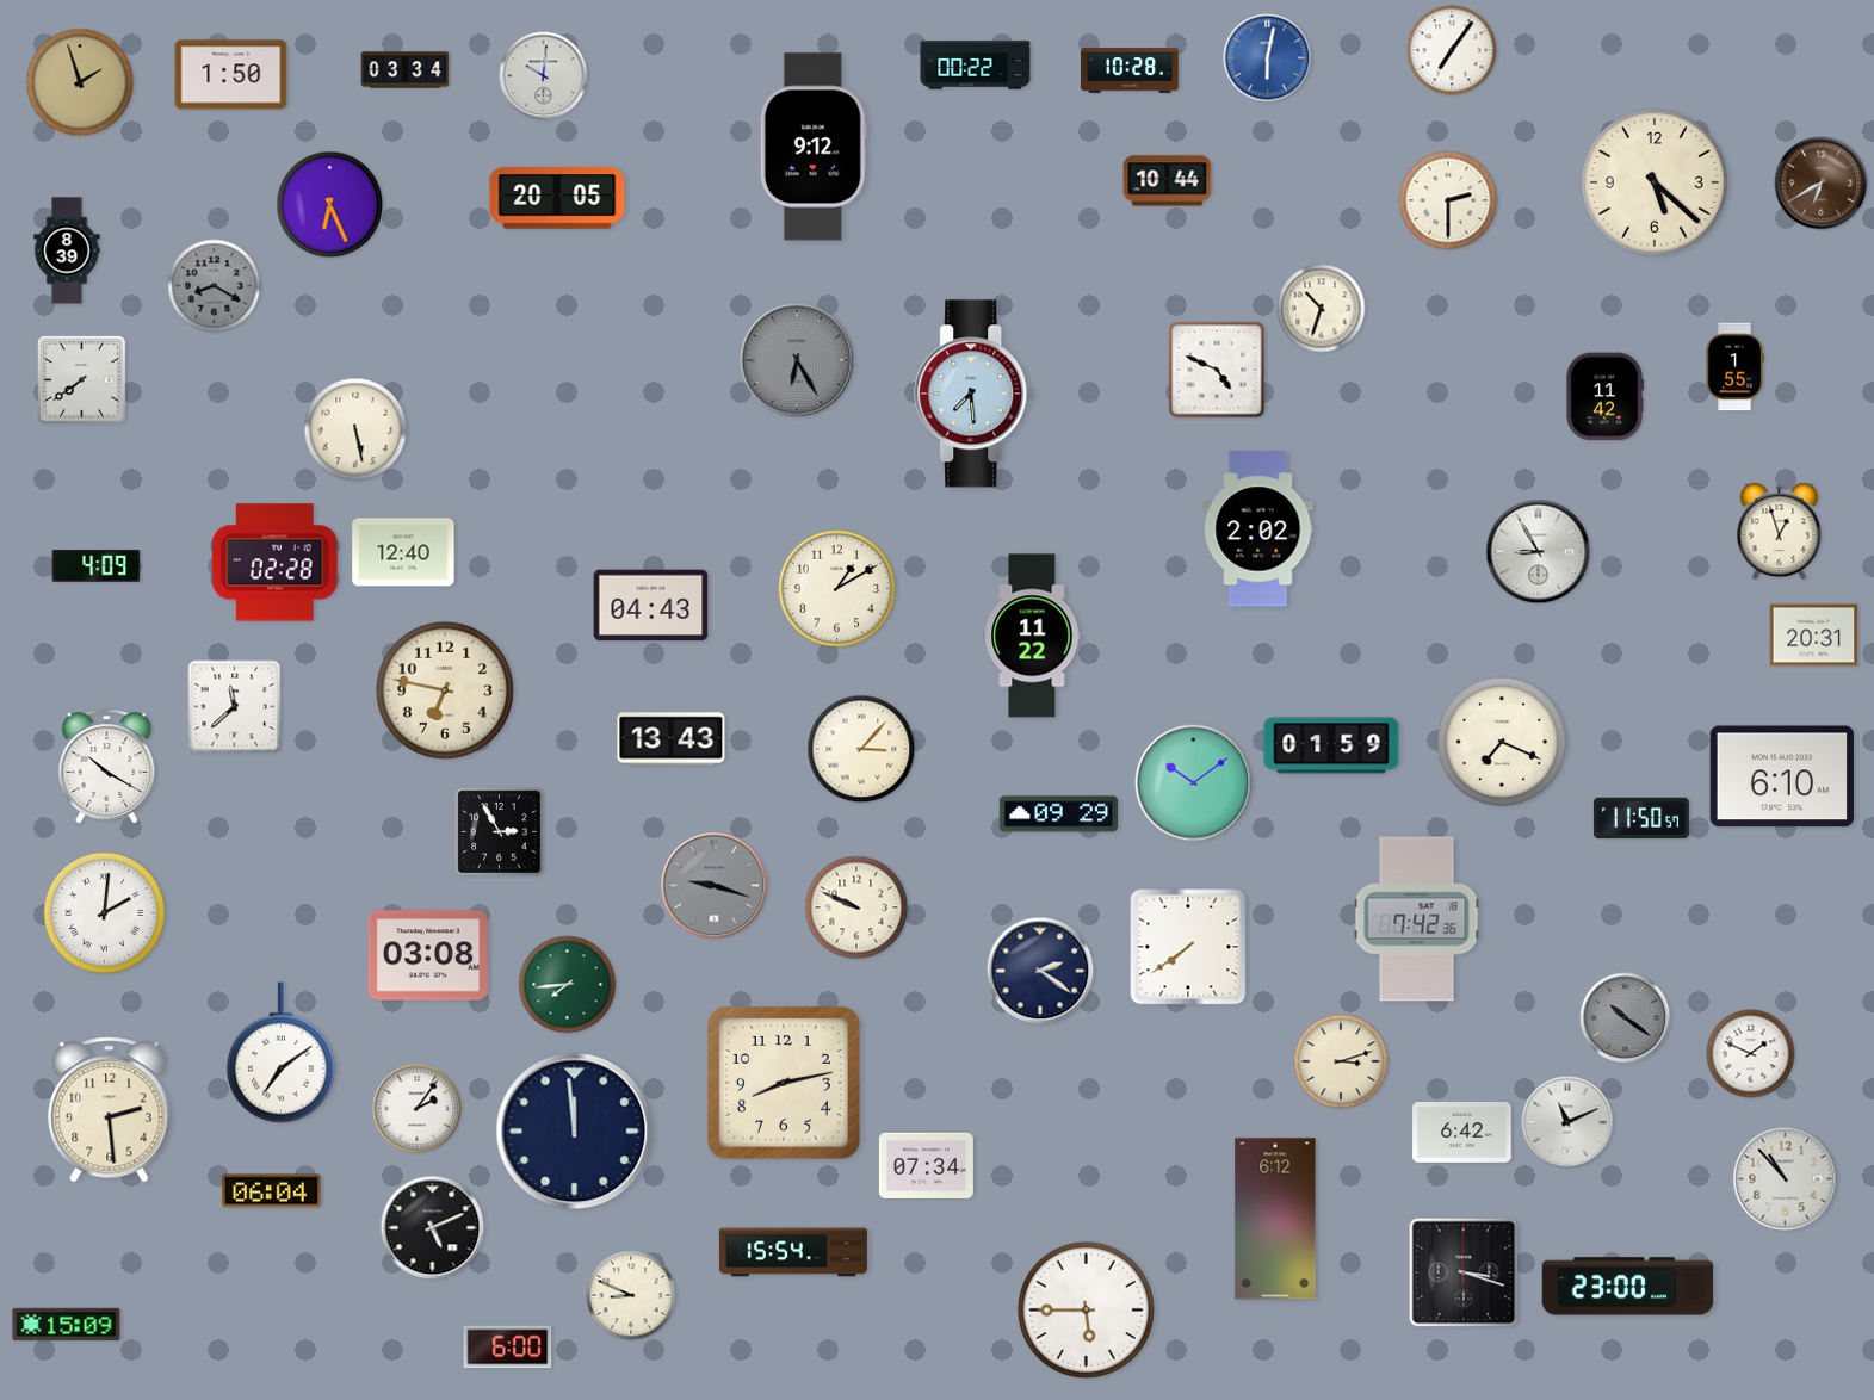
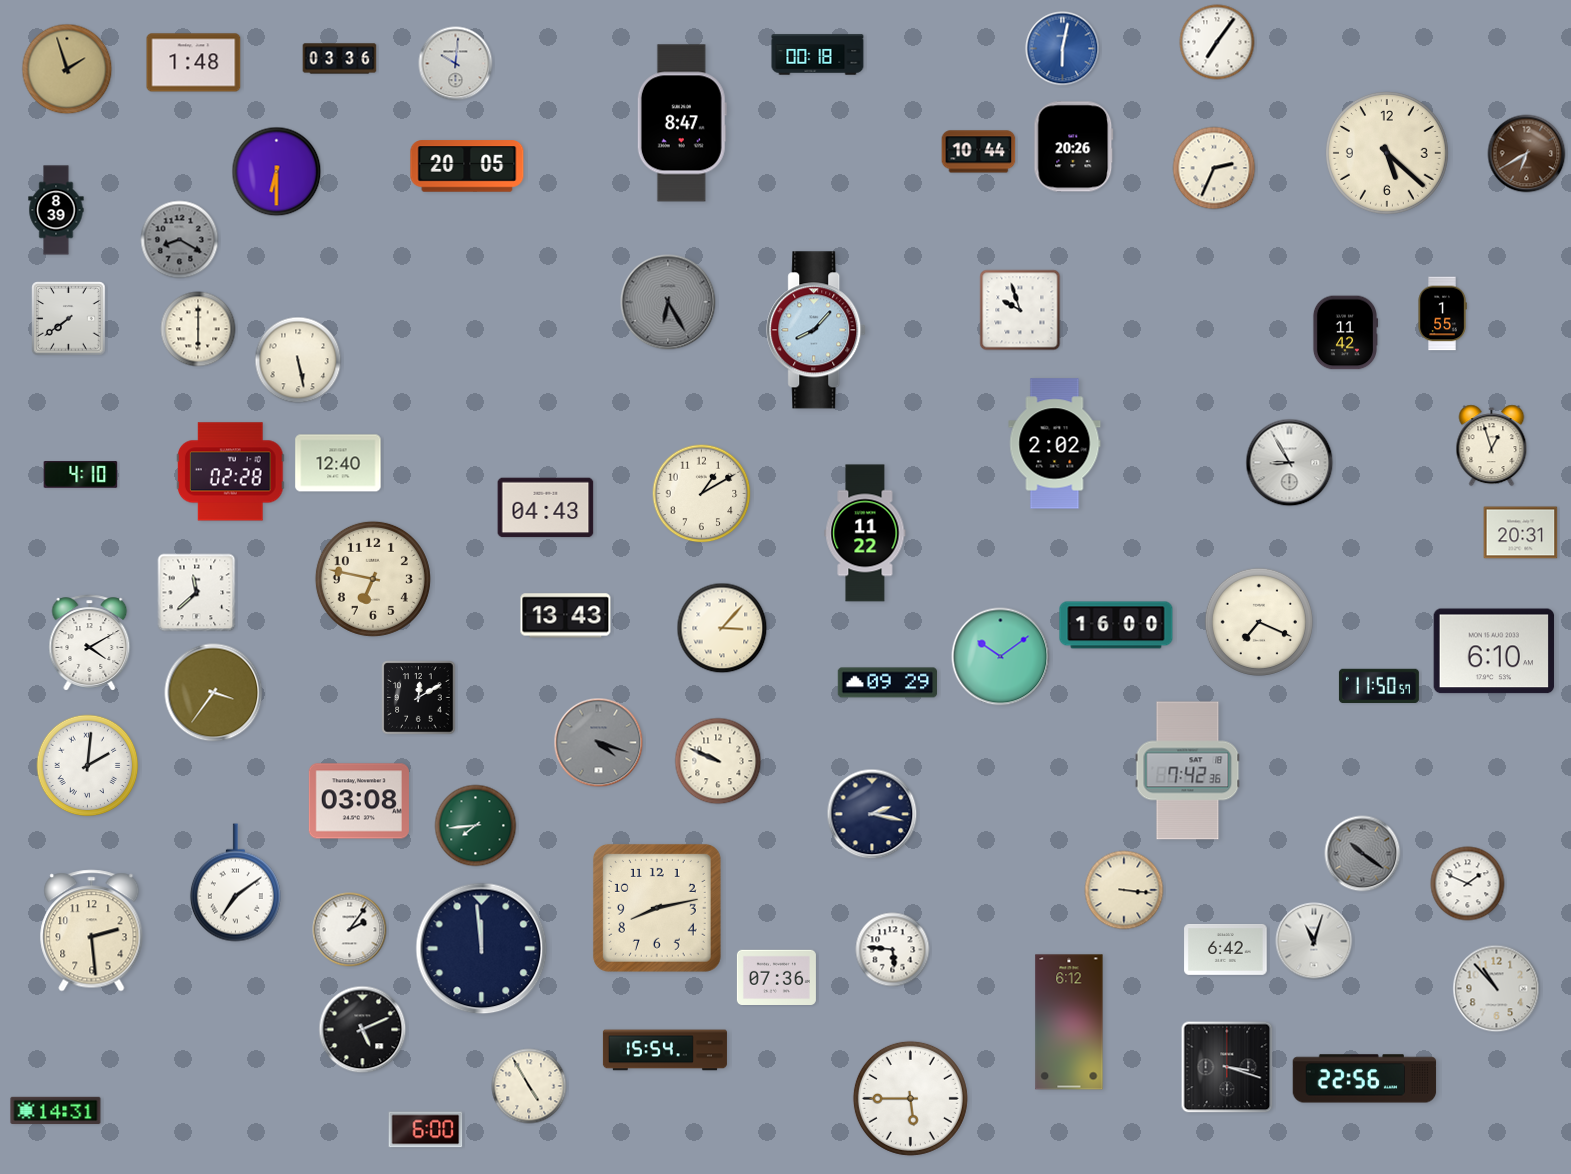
clock at (976, 66): 00:22 -> 00:18
clock at (406, 70): 03:34 -> 03:36
clock at (1130, 70): 10:28 -> none
clock at (231, 75): 1:50 -> 1:48
clock at (814, 147): 9:12 -> 8:47
clock at (1074, 147): none -> 20:26
clock at (1448, 200): 2:30 -> 2:34
clock at (330, 205): 6:26 -> 6:30
clock at (1322, 309): 10:33 -> none
clock at (1734, 367) position: (1734, 367) -> (1442, 314)
clock at (1217, 370): 4:49 -> 9:57
clock at (198, 329): none -> 6:00
clock at (975, 394): 7:29 -> 8:07
clock at (97, 566): 4:09 -> 4:10
clock at (672, 739) position: (672, 739) -> (566, 616)
clock at (1331, 745): 01:59 -> 16:00
clock at (107, 767): 10:20 -> 4:10
clock at (1641, 817) position: (1641, 817) -> (1379, 685)
clock at (214, 693): none -> 3:36
clock at (500, 832): 2:55 -> 12:10
clock at (715, 886): 9:18 -> 4:18
clock at (1188, 947): 7:39 -> none
clock at (1040, 971): 2:21 -> 2:17
clock at (1341, 1061): 3:12 -> 3:16
clock at (1567, 1122): 11:11 -> 11:03
clock at (893, 950): none -> 5:46
clock at (926, 1165): 07:34 -> 07:36
clock at (272, 1191): 06:04 -> none
clock at (1628, 1287): 23:00 -> 22:56
clock at (631, 1295): 8:49 -> 4:55
clock at (67, 1325): 15:09 -> 14:31
